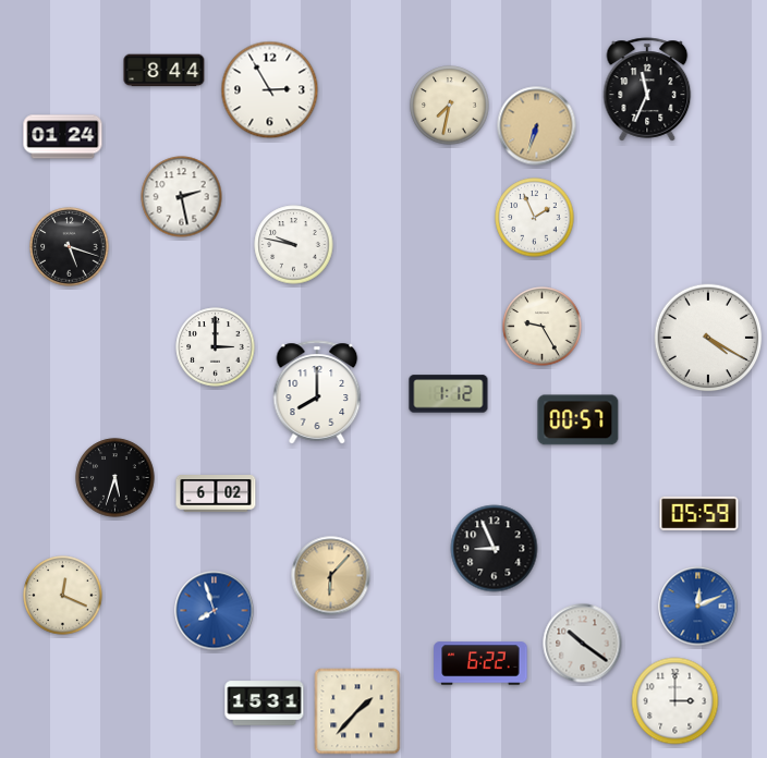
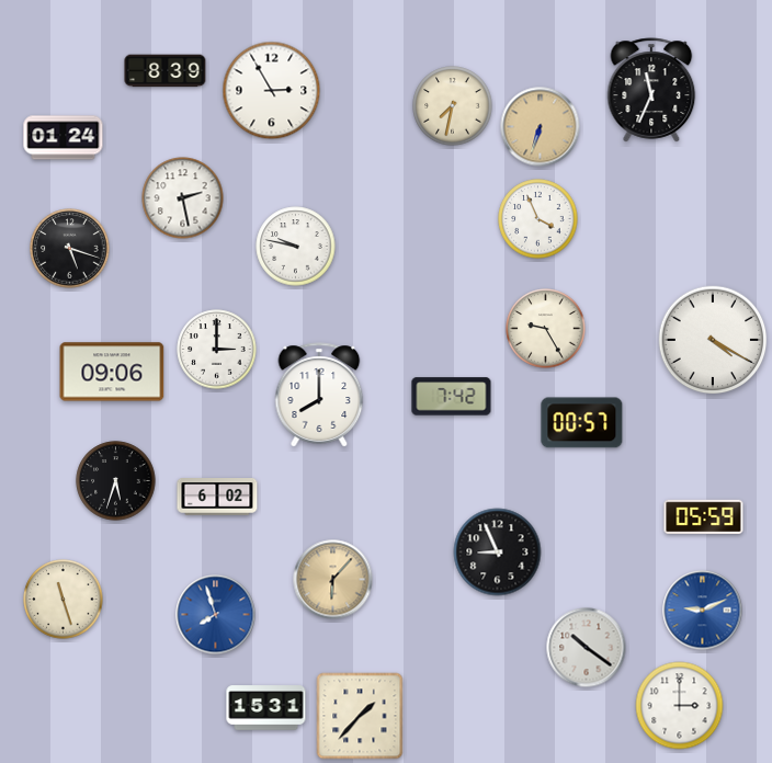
clock at (165, 71): 8:44 -> 8:39
clock at (535, 218): 1:56 -> 3:56
clock at (112, 372): none -> 09:06
clock at (449, 394): 1:12 -> 7:42
clock at (63, 596): 12:19 -> 11:27
clock at (698, 607): 12:11 -> 9:11
clock at (480, 663): 6:22 -> none
